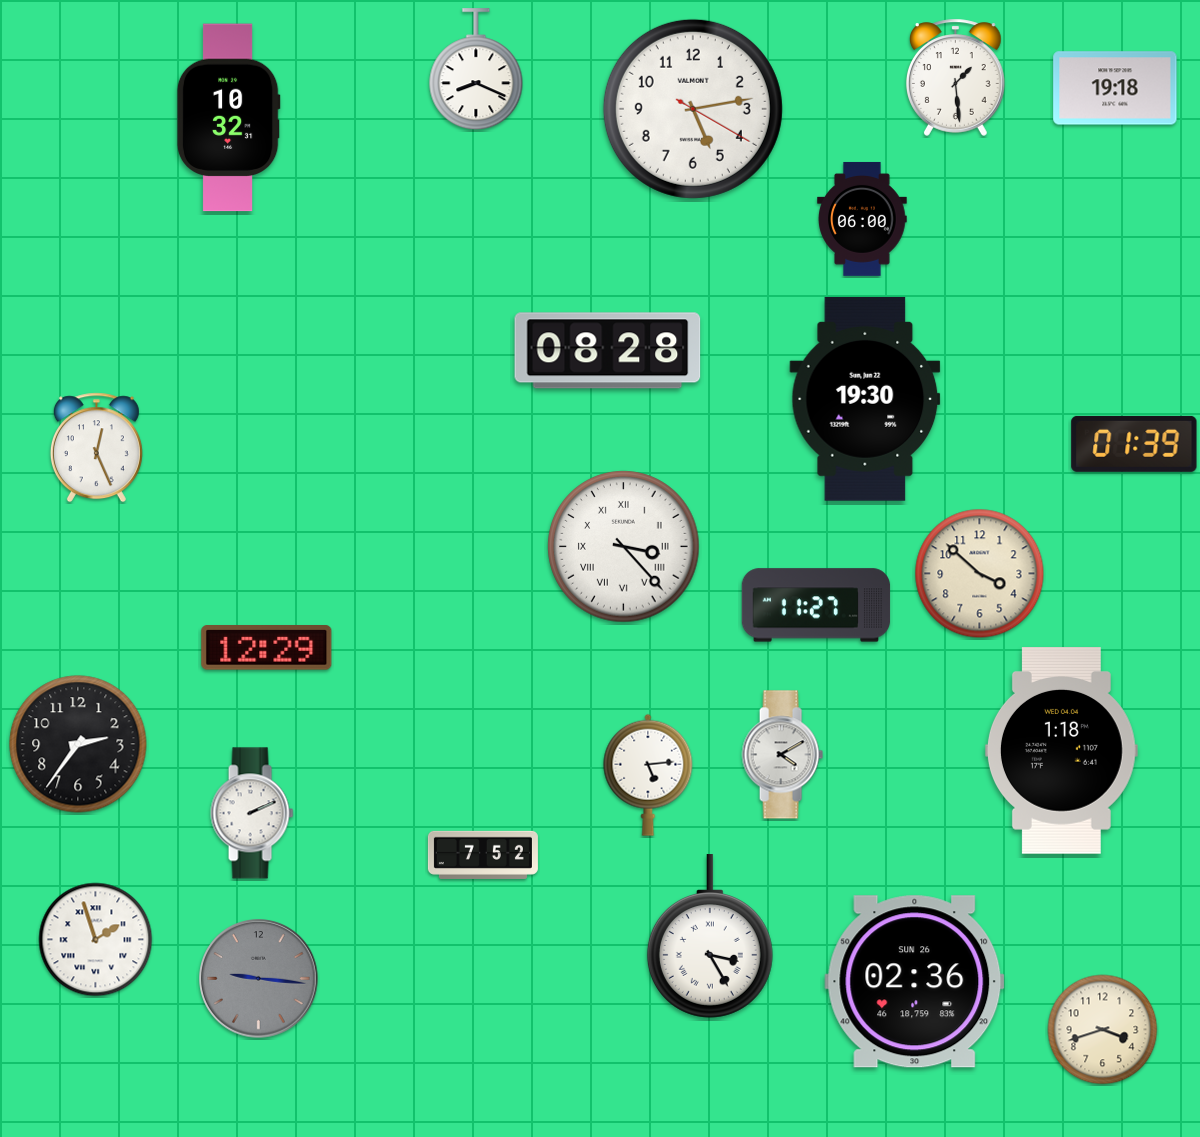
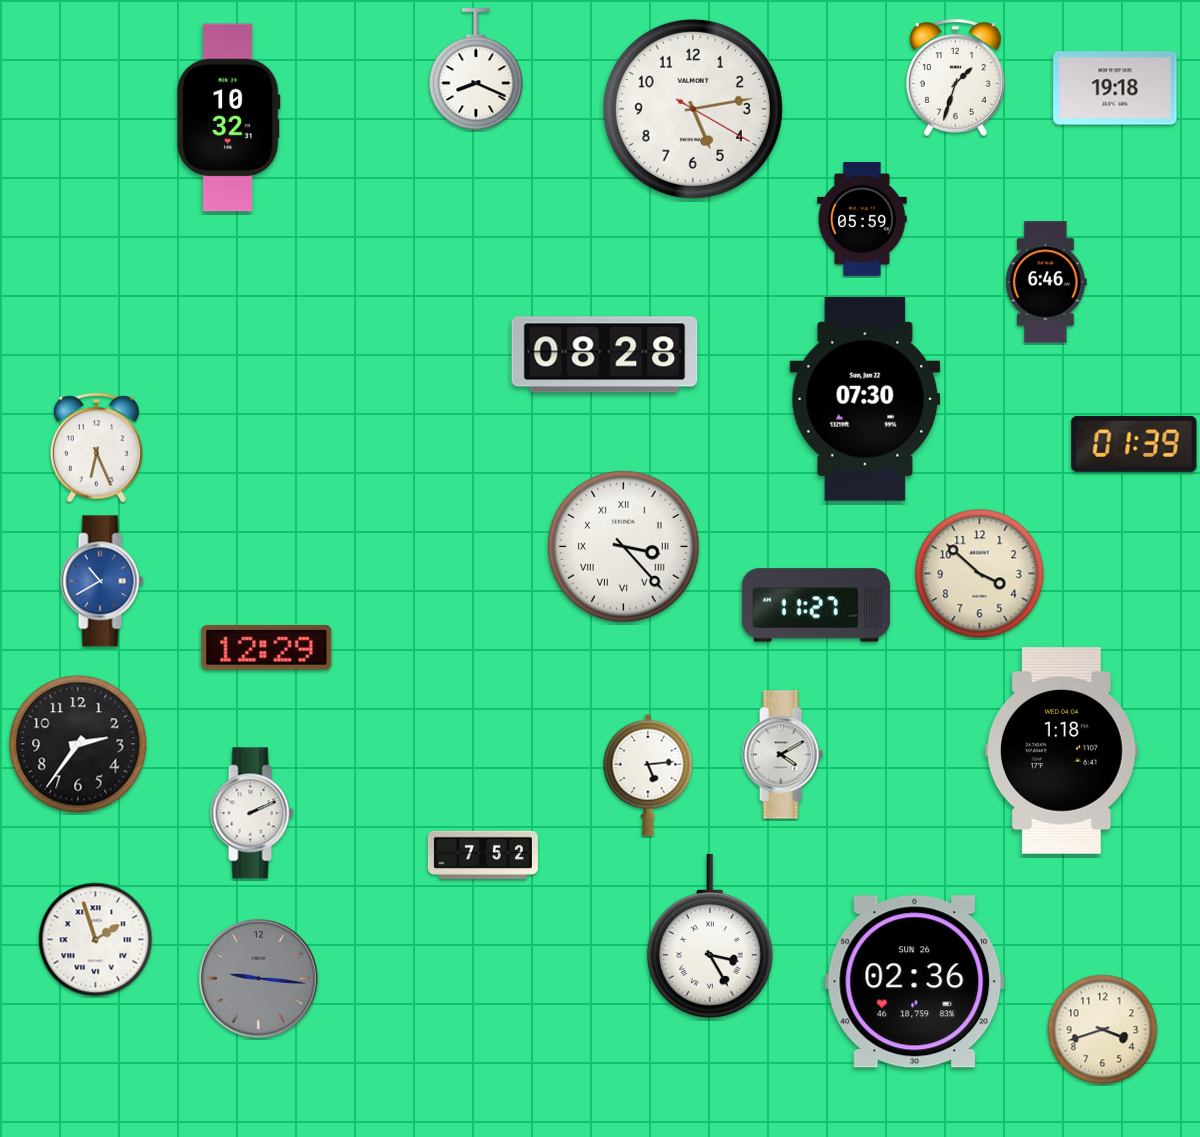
clock at (955, 77): 1:29 -> 1:33
clock at (862, 219): 06:00 -> 05:59
clock at (1046, 282): none -> 6:46
clock at (608, 351) position: (608, 351) -> (605, 355)
clock at (865, 399): 19:30 -> 07:30
clock at (96, 448): 12:26 -> 6:26
clock at (102, 581): none -> 10:40
